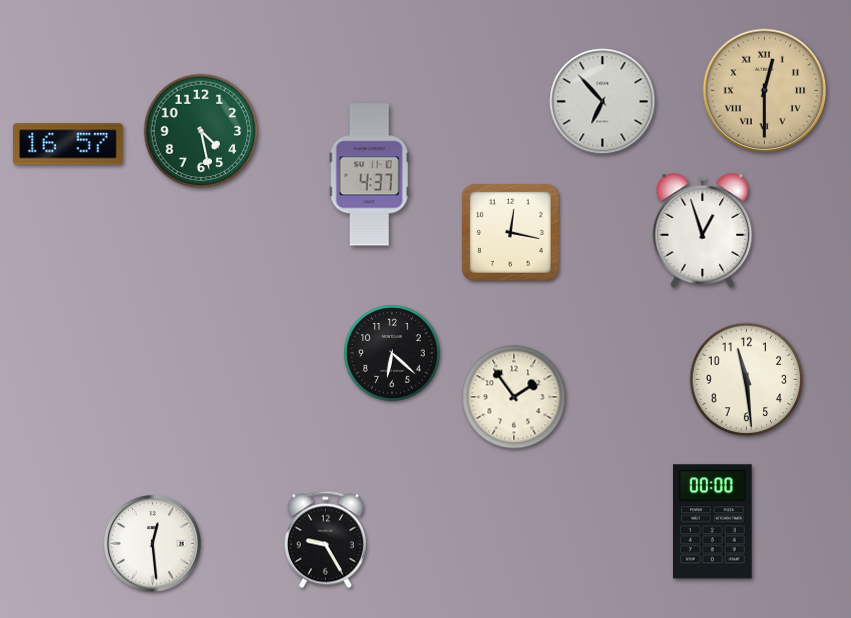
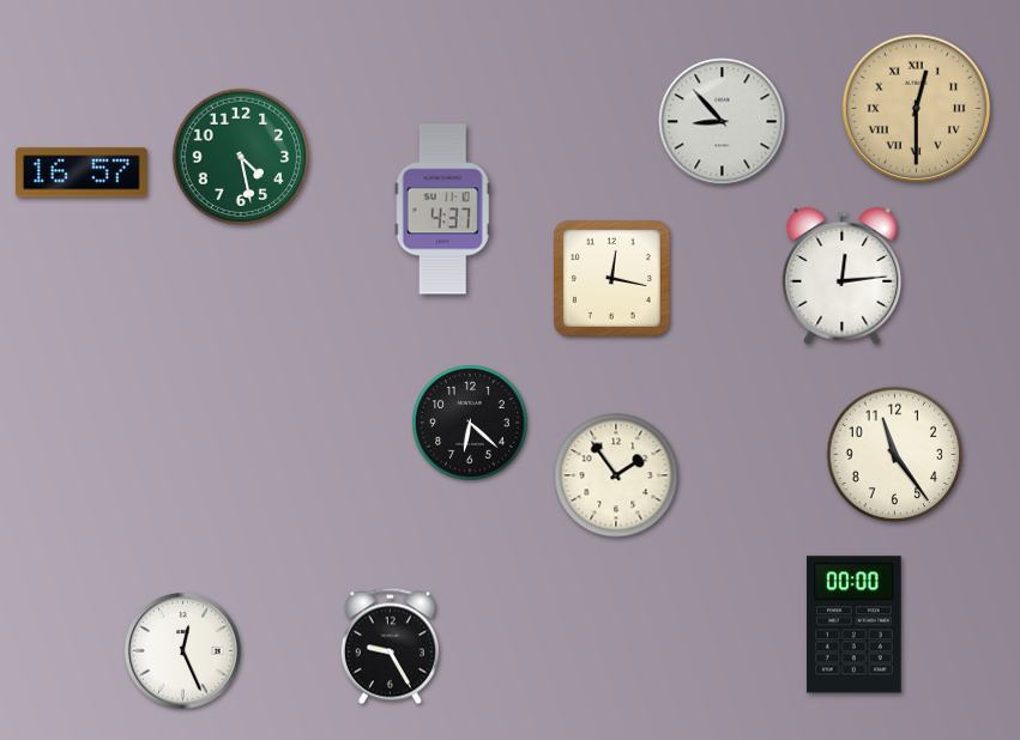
clock at (603, 102): 6:53 -> 8:53
clock at (703, 231): 12:57 -> 12:14
clock at (747, 380): 11:29 -> 11:24
clock at (153, 544): 12:29 -> 12:26
